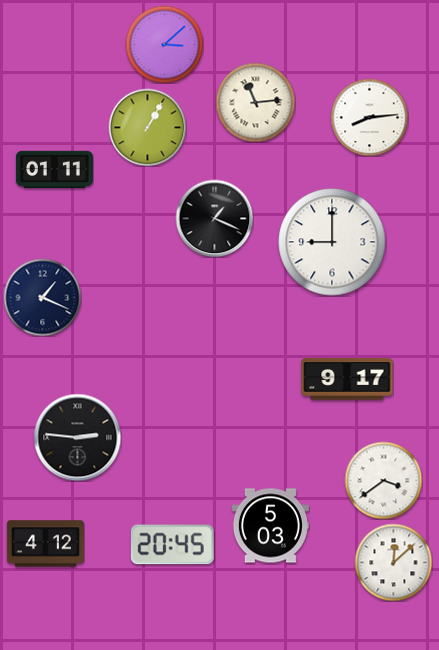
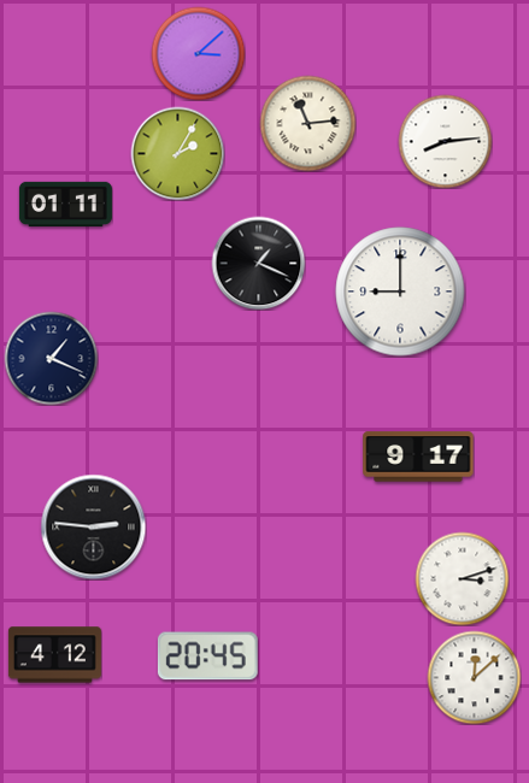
clock at (147, 127): 1:05 -> 2:05
clock at (383, 480): 3:39 -> 3:12
clock at (270, 526): 5:03 -> none
